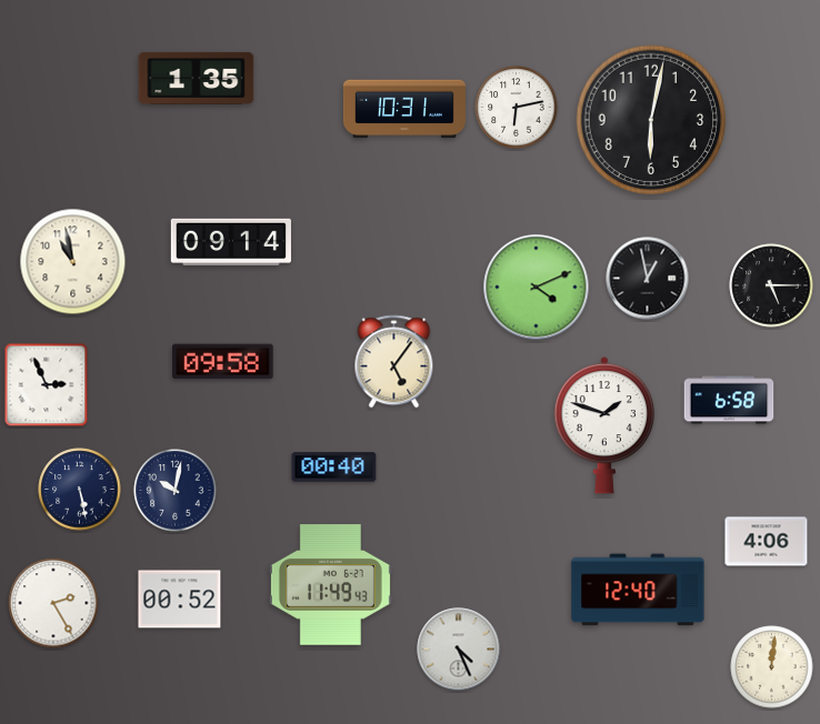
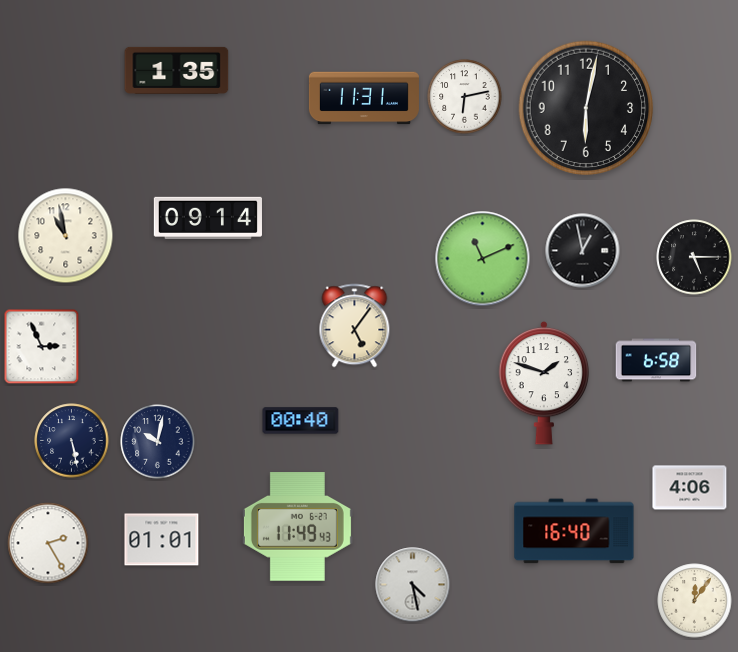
clock at (404, 109): 10:31 -> 11:31
clock at (537, 288): 4:11 -> 11:11
clock at (223, 362): 09:58 -> none
clock at (638, 590): 12:40 -> 16:40
clock at (180, 600): 00:52 -> 01:01
clock at (459, 650): 4:26 -> 4:28
clock at (772, 667): 12:01 -> 12:06
